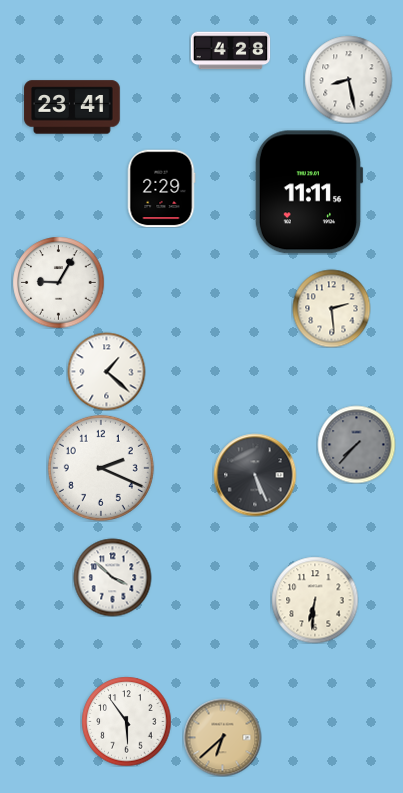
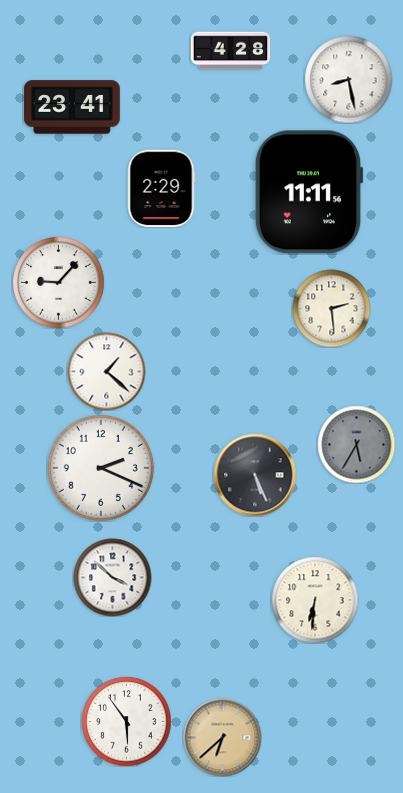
clock at (58, 282): 9:05 -> 9:07
clock at (356, 444): 7:37 -> 5:35
